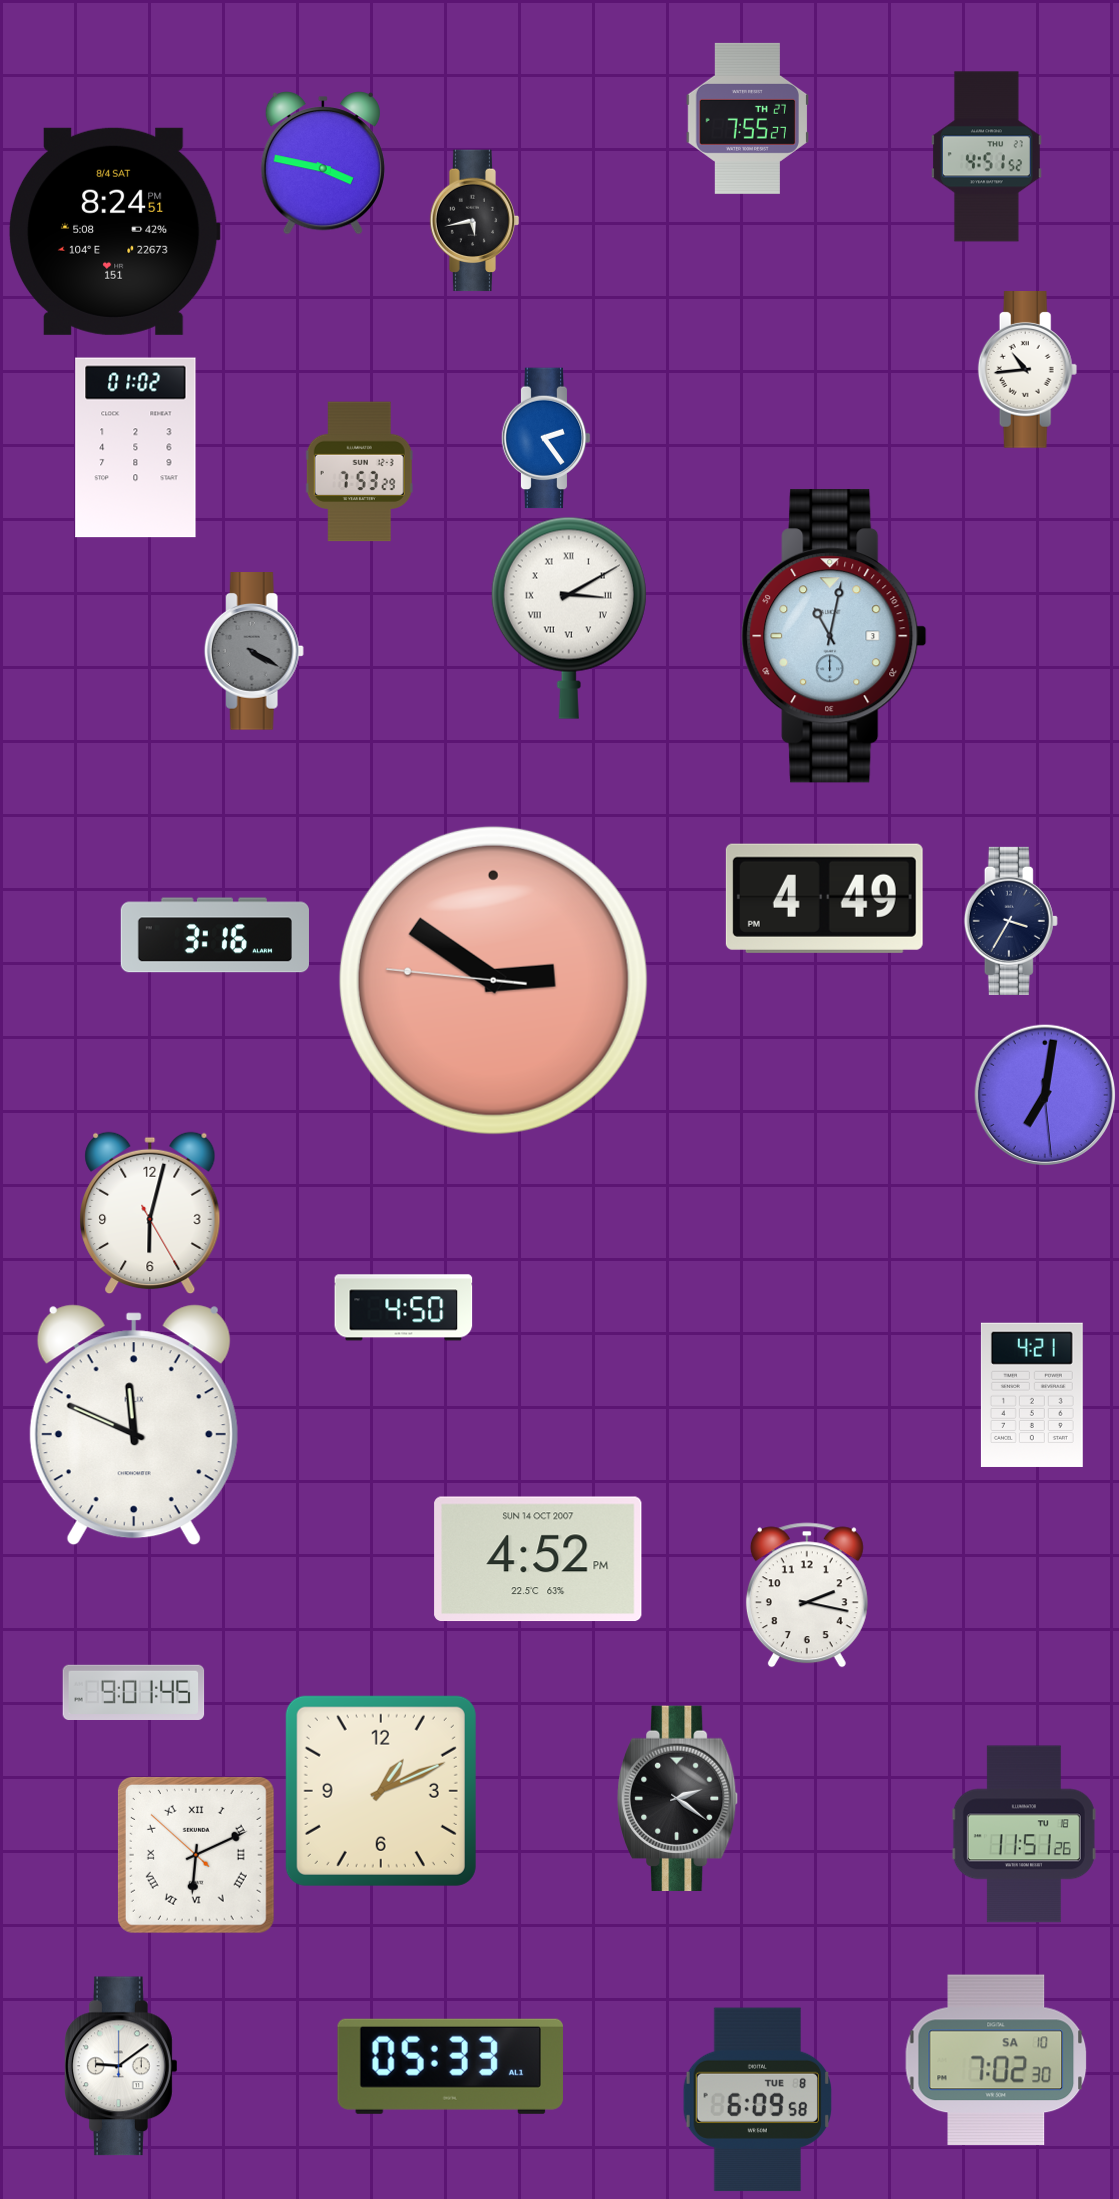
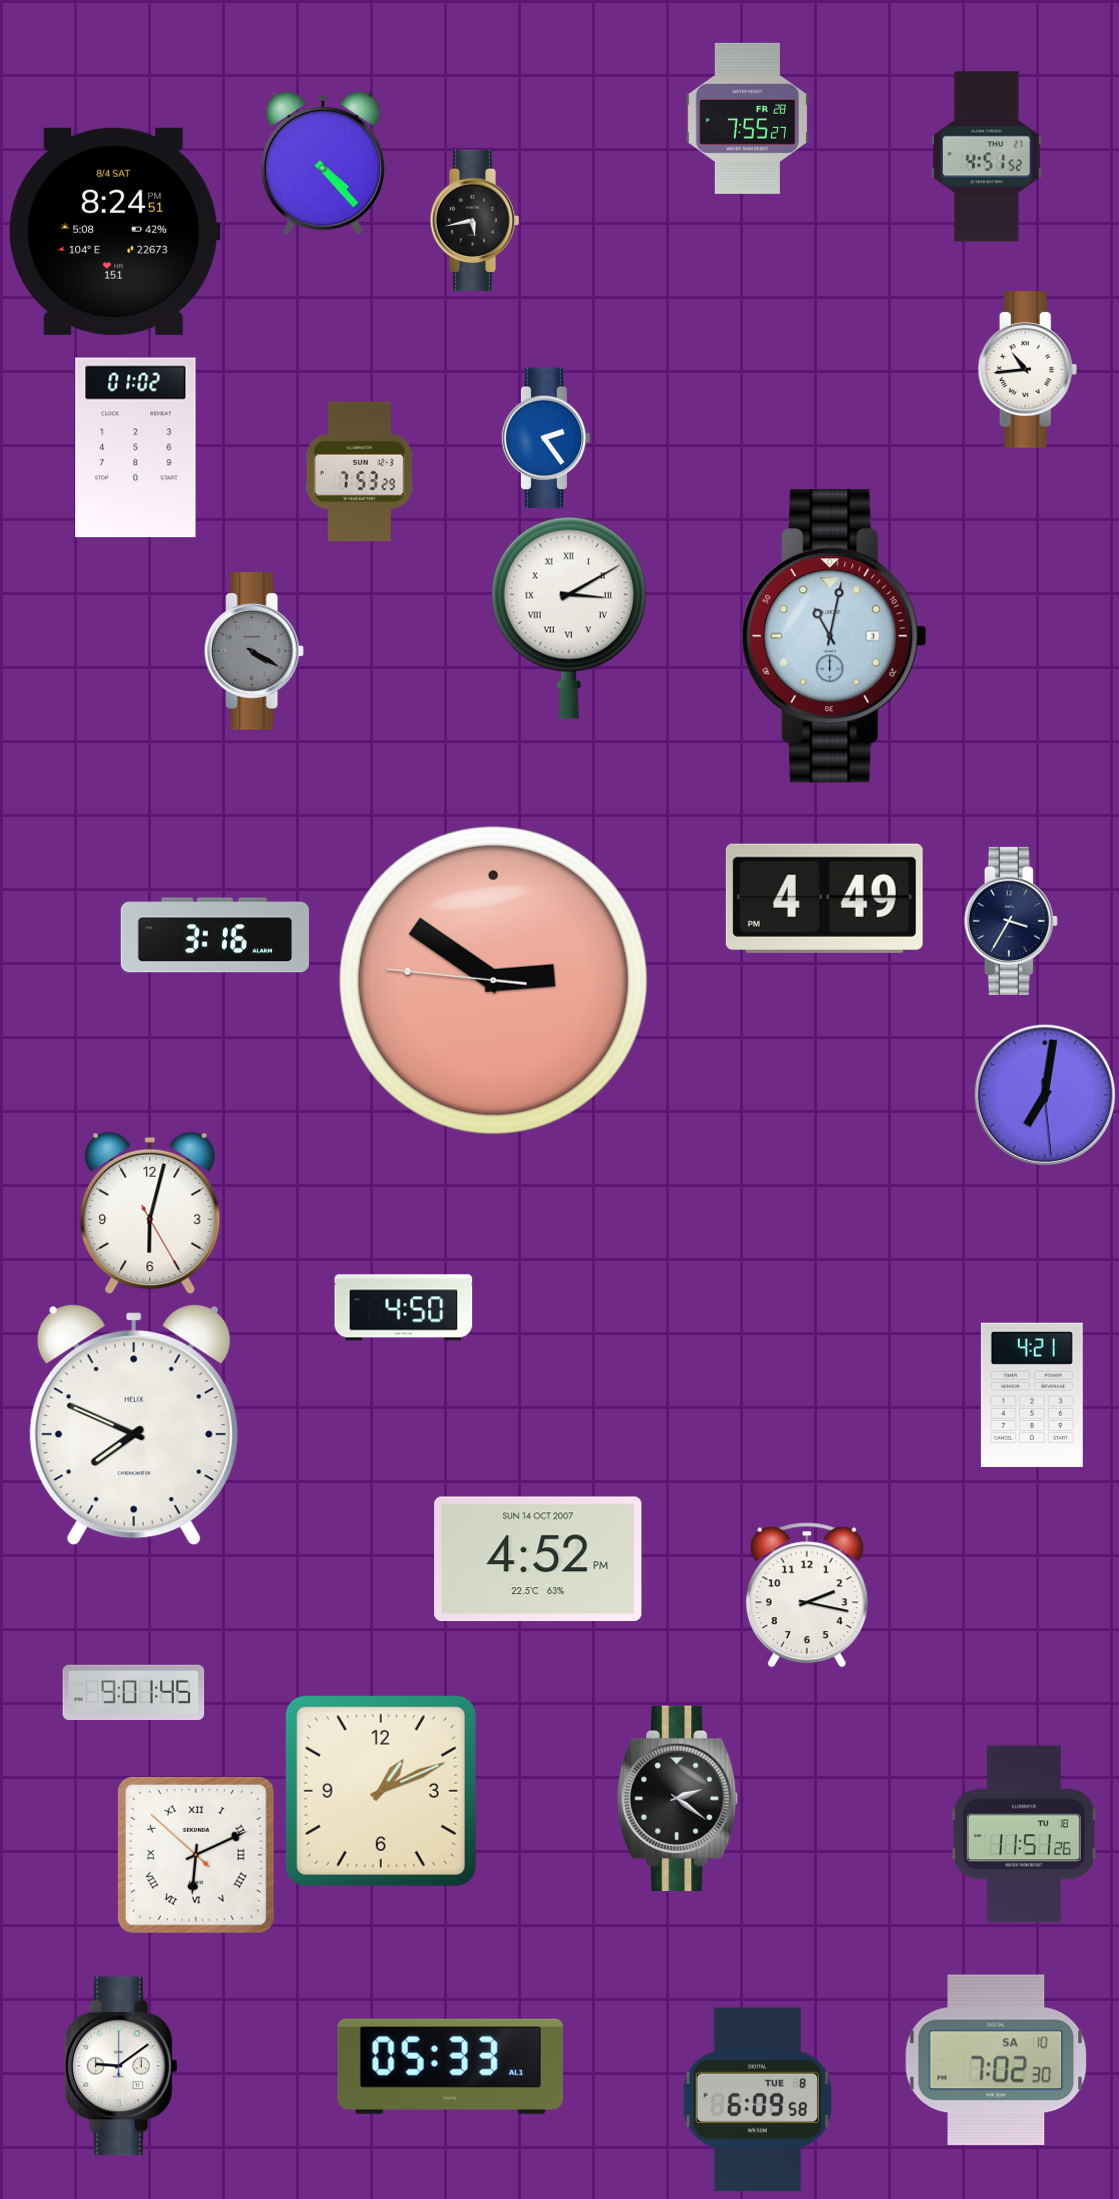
clock at (747, 118) date: TH 27 -> FR 28
clock at (323, 163): 3:47 -> 4:23
clock at (134, 1425): 11:49 -> 7:49
